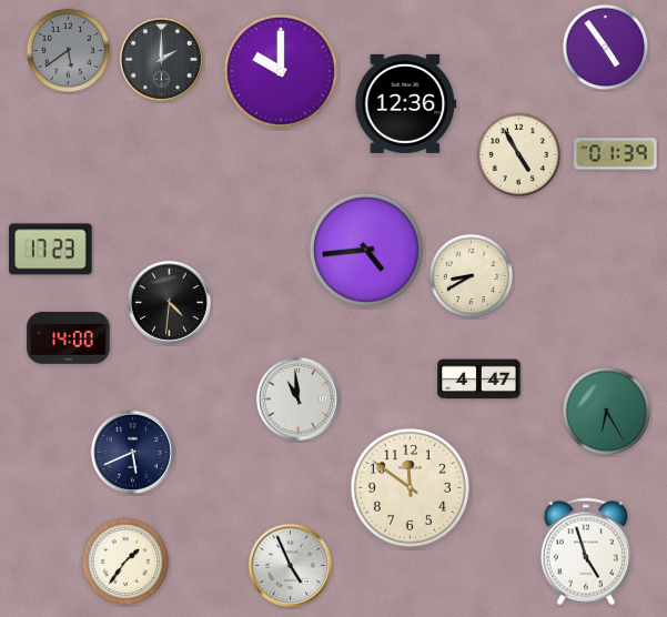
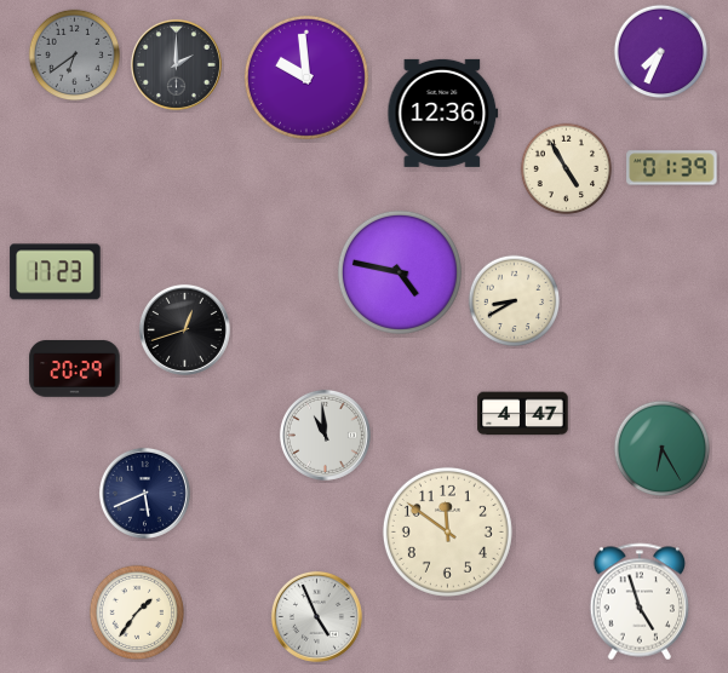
clock at (606, 48): 4:54 -> 7:34
clock at (69, 51): 5:39 -> 6:39
clock at (281, 71): 10:00 -> 9:59
clock at (366, 250): 4:44 -> 4:47
clock at (169, 302): 4:31 -> 12:42
clock at (69, 338): 14:00 -> 20:29
